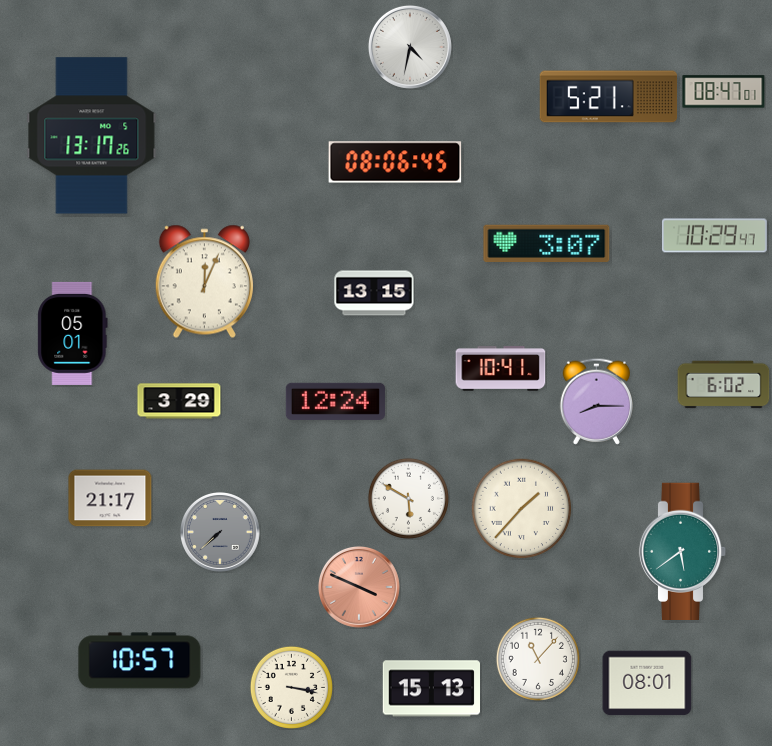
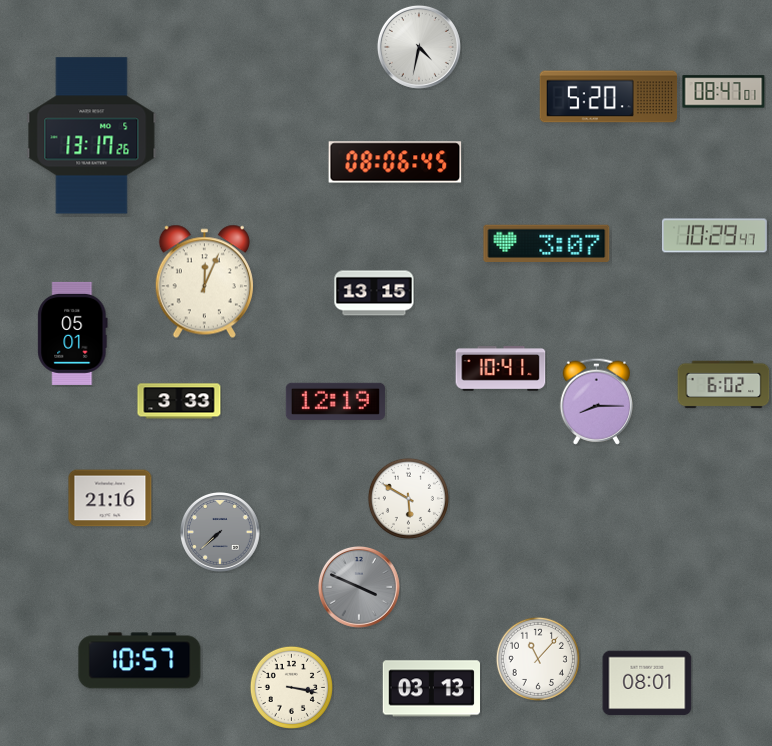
clock at (410, 47) position: (410, 47) -> (419, 47)
clock at (609, 97): 5:21 -> 5:20
clock at (179, 401): 3:29 -> 3:33
clock at (335, 401): 12:24 -> 12:19
clock at (110, 498): 21:17 -> 21:16
clock at (522, 509): 1:37 -> none
clock at (683, 551): 5:39 -> none
clock at (359, 587) dial: salmon -> grey
clock at (431, 689): 15:13 -> 03:13
